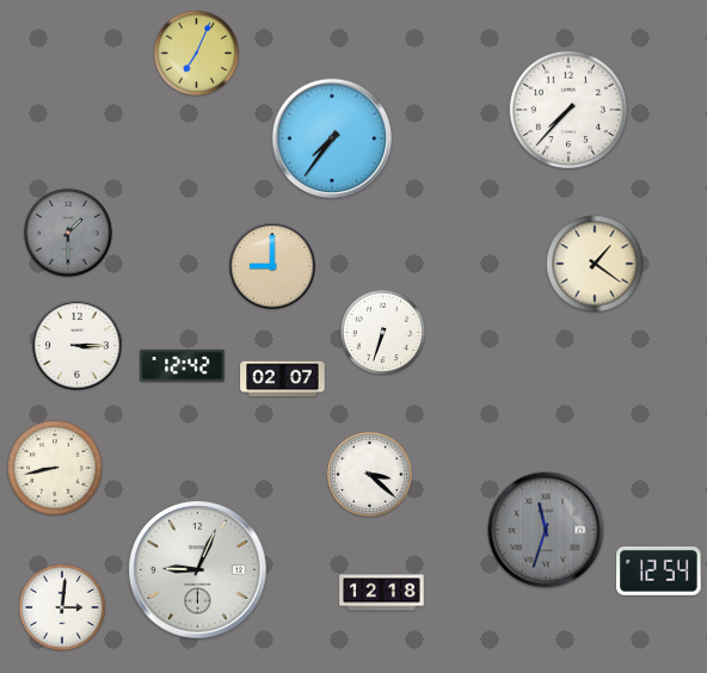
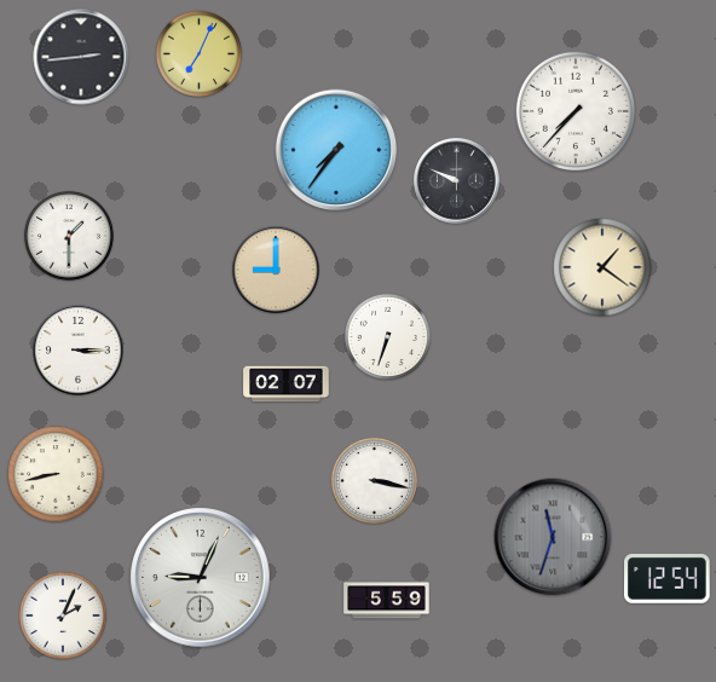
clock at (81, 57): none -> 2:44
clock at (332, 138) position: (332, 138) -> (336, 150)
clock at (457, 181): none -> 9:49
clock at (68, 233) dial: grey -> white
clock at (183, 366): 12:42 -> none
clock at (369, 474): 3:22 -> 3:17
clock at (382, 593): 12:18 -> 5:59
clock at (62, 607): 3:01 -> 2:04
